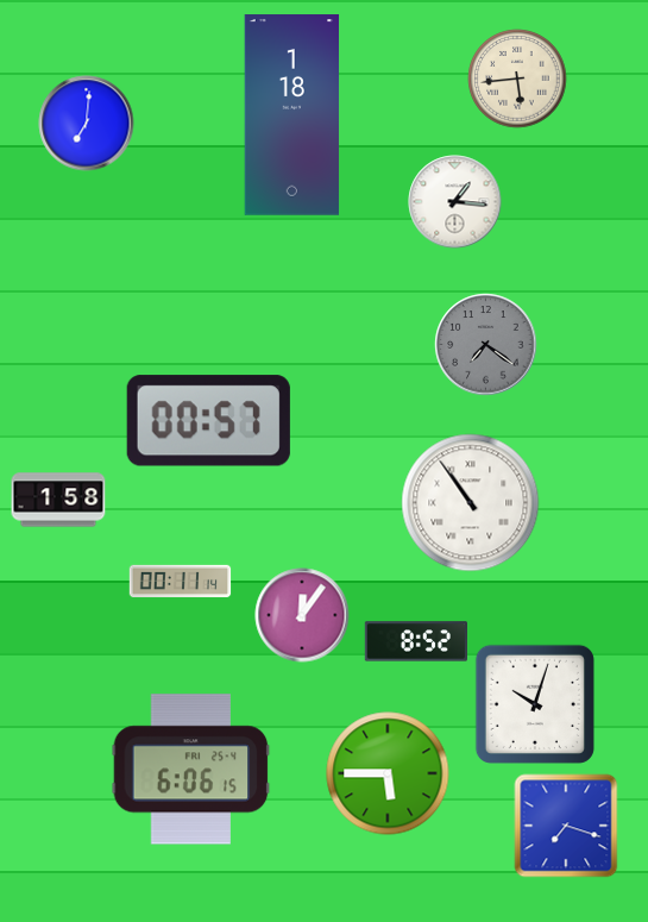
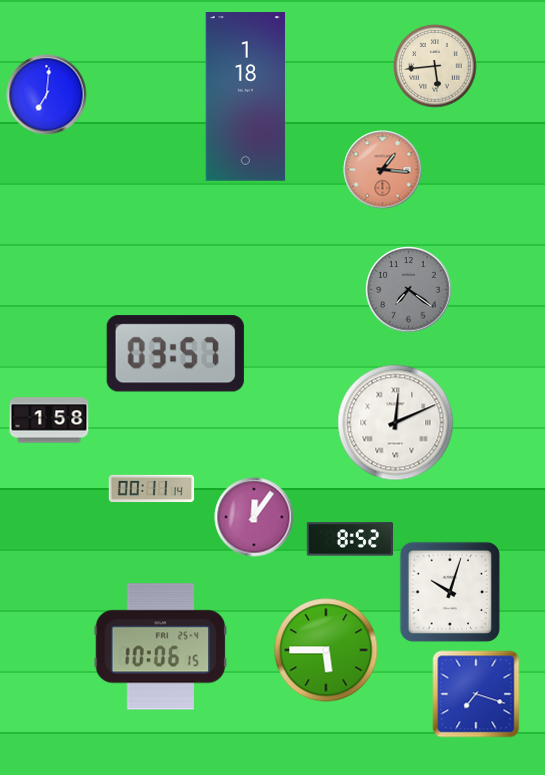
clock at (87, 124) position: (87, 124) -> (47, 95)
clock at (455, 202) dial: white -> salmon
clock at (208, 421): 00:57 -> 03:57
clock at (471, 503): 10:54 -> 12:11
clock at (191, 770): 6:06 -> 10:06
